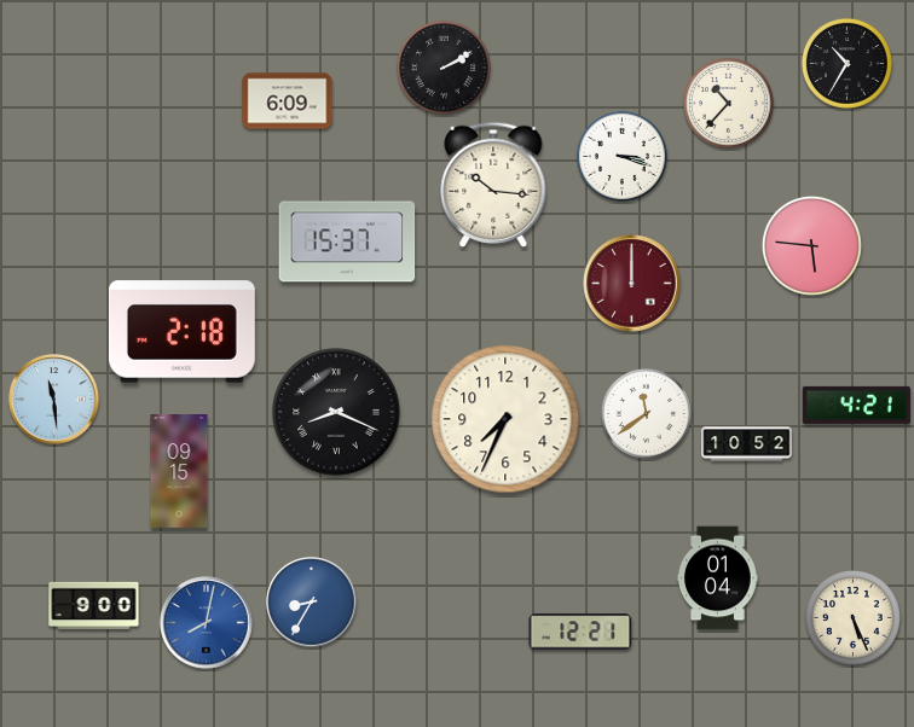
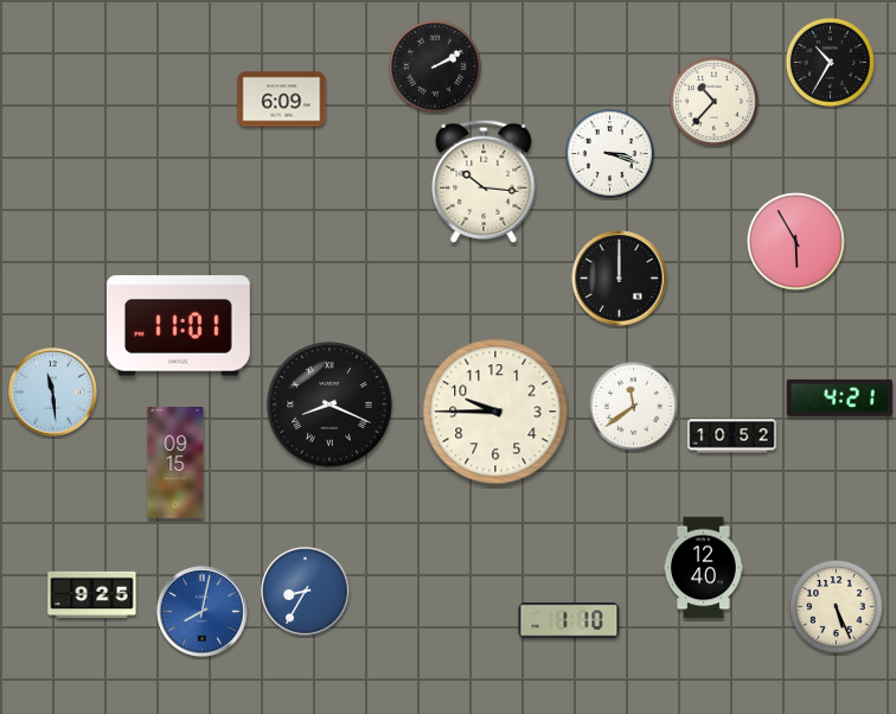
clock at (347, 242): 15:37 -> none
clock at (811, 245): 5:46 -> 5:55
clock at (632, 284) dial: burgundy -> black
clock at (181, 332): 2:18 -> 11:01
clock at (505, 419): 7:34 -> 9:45
clock at (717, 578): 01:04 -> 12:40
clock at (94, 605): 9:00 -> 9:25
clock at (580, 632): 12:21 -> 1:10
